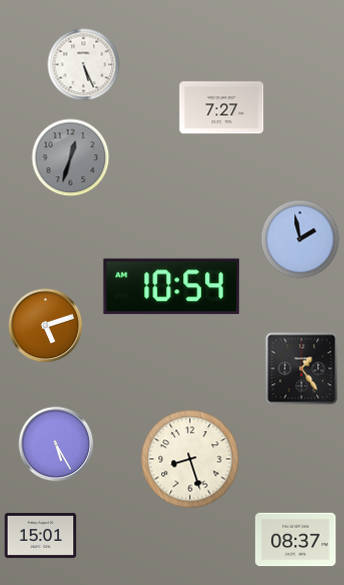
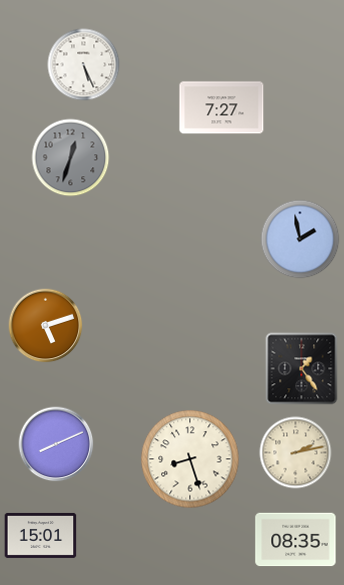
clock at (172, 287): 10:54 -> none
clock at (56, 444): 5:25 -> 8:11
clock at (296, 453): none -> 2:13
clock at (296, 540): 08:37 -> 08:35
